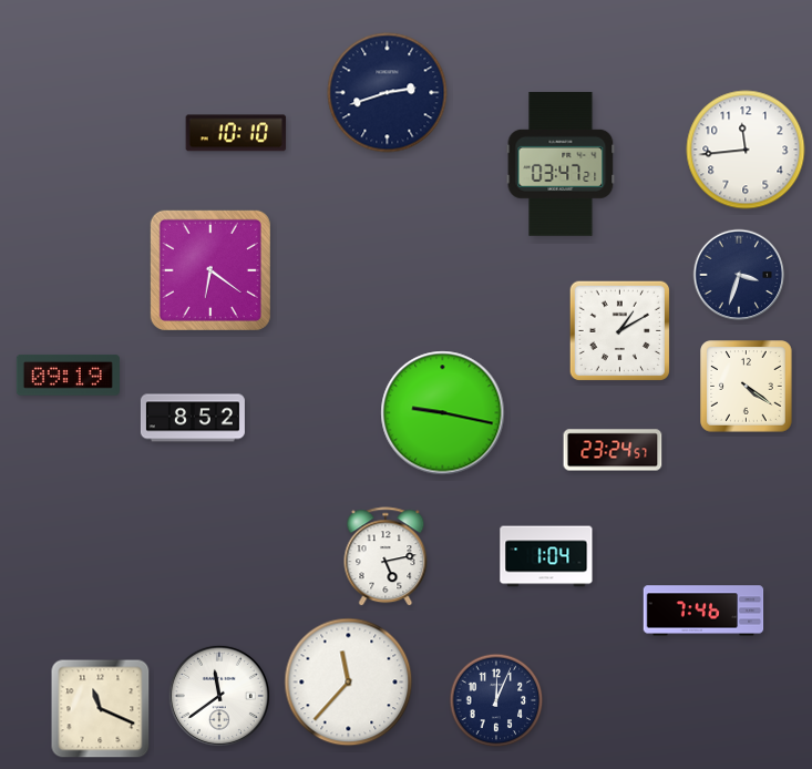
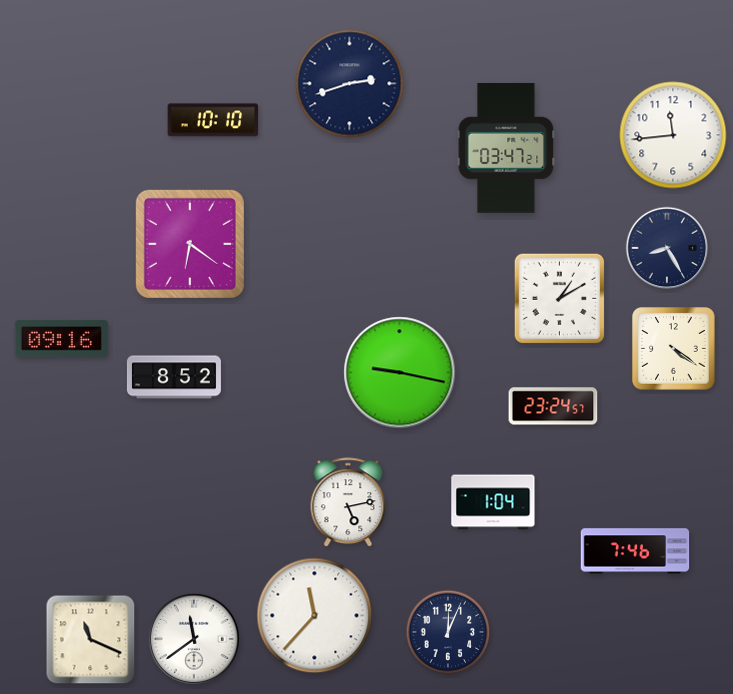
clock at (739, 275): 3:33 -> 8:25
clock at (68, 376): 09:19 -> 09:16
clock at (219, 696) position: (219, 696) -> (194, 639)
